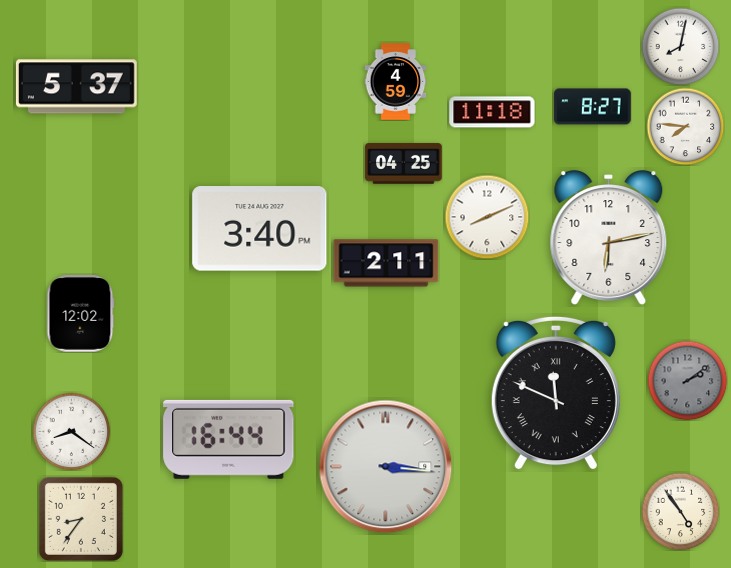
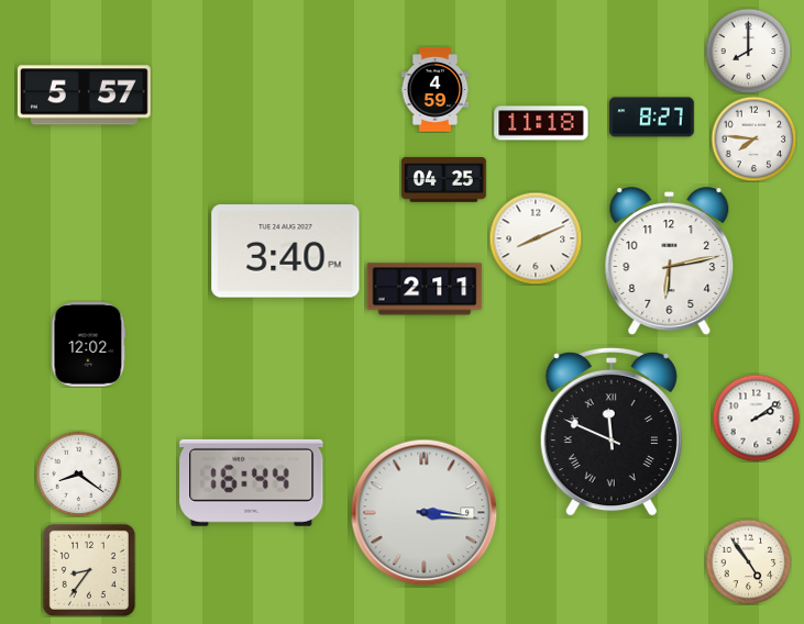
clock at (680, 46): 8:02 -> 8:00
clock at (76, 87): 5:37 -> 5:57
clock at (687, 380) dial: grey -> white
